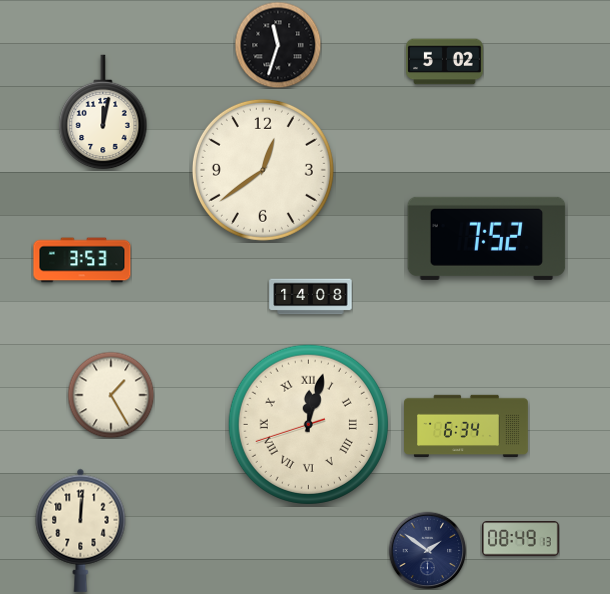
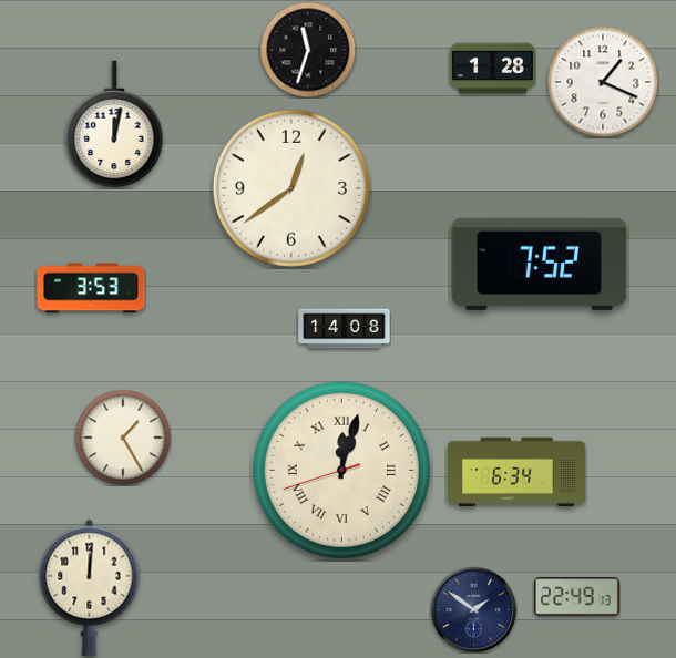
clock at (445, 62): 5:02 -> 1:28
clock at (603, 82): none -> 1:19
clock at (521, 539): 08:49 -> 22:49
